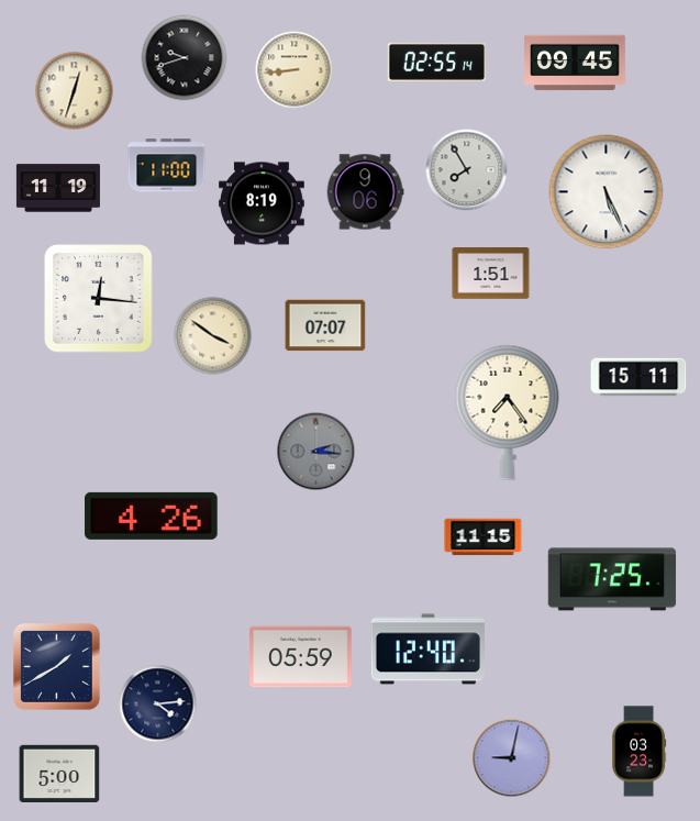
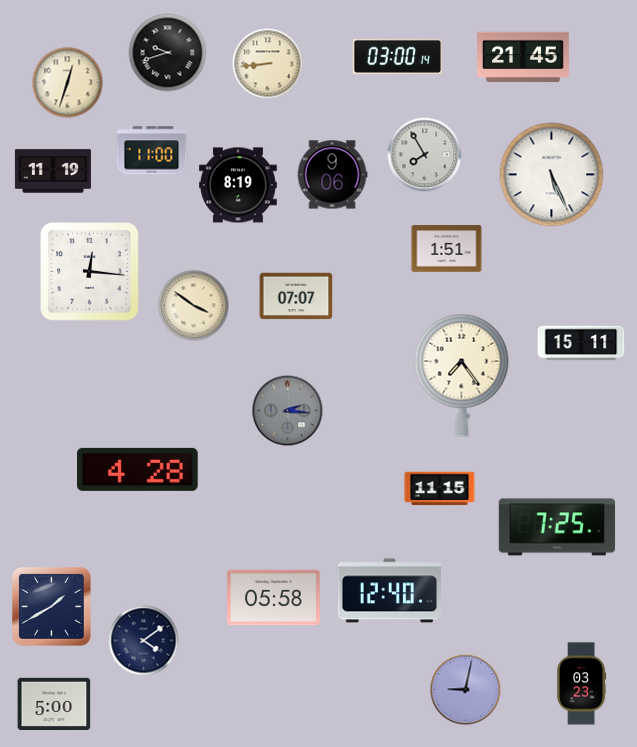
clock at (436, 62): 02:55 -> 03:00
clock at (575, 63): 09:45 -> 21:45
clock at (152, 515): 4:26 -> 4:28
clock at (301, 657): 05:59 -> 05:58
clock at (158, 704): 4:14 -> 4:09
